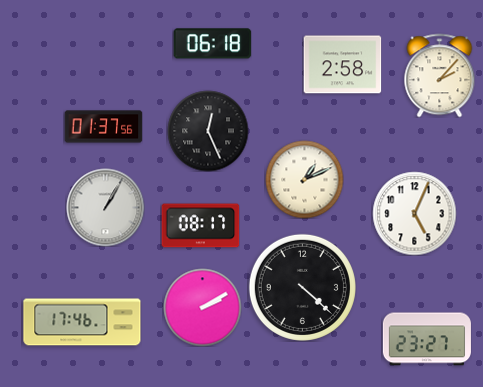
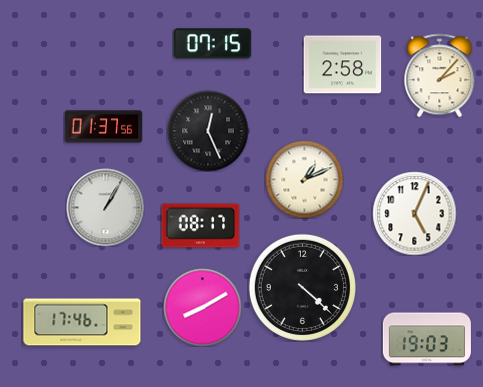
clock at (212, 44): 06:18 -> 07:15
clock at (202, 307): 2:10 -> 8:10
clock at (427, 339): 23:27 -> 19:03
